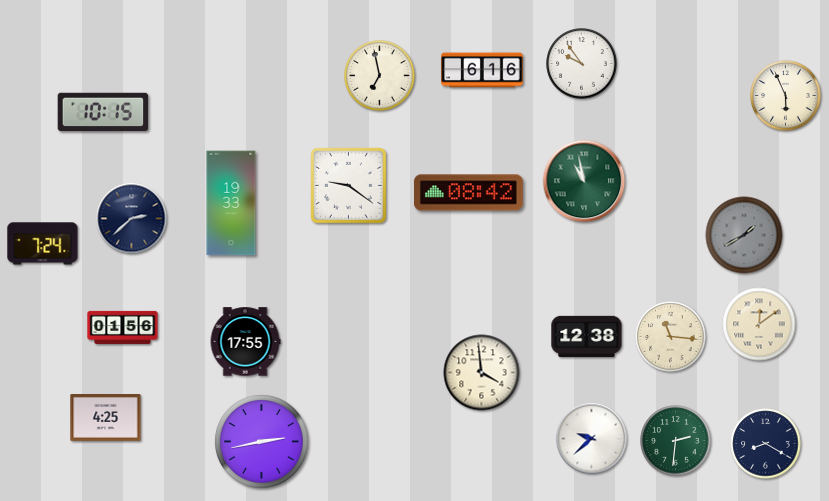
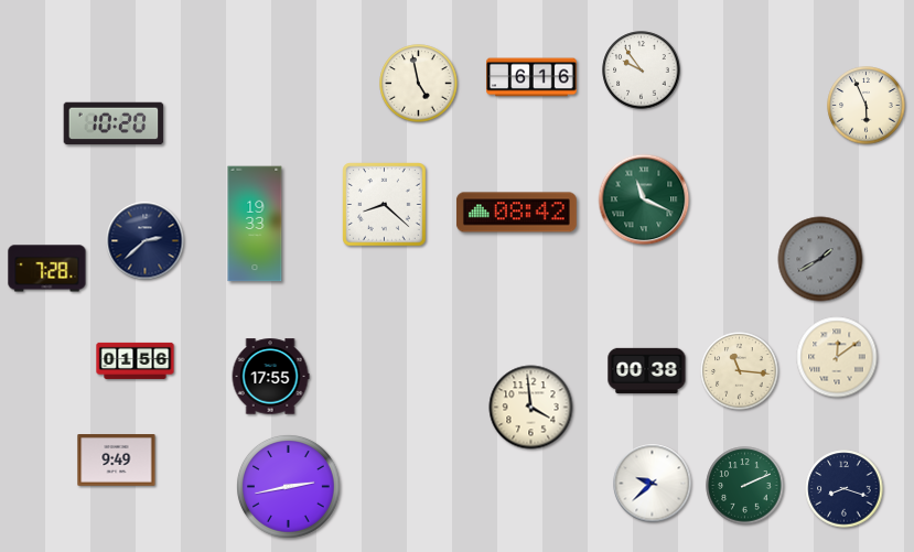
clock at (380, 76): 6:58 -> 4:58
clock at (103, 112): 10:15 -> 10:20
clock at (584, 181): 10:58 -> 11:19
clock at (349, 186): 9:21 -> 8:22
clock at (43, 244): 7:24 -> 7:28
clock at (587, 336): 12:38 -> 00:38
clock at (482, 373) position: (482, 373) -> (531, 408)
clock at (106, 418): 4:25 -> 9:49
clock at (676, 441): 2:31 -> 2:11
clock at (766, 444): 8:20 -> 8:18
